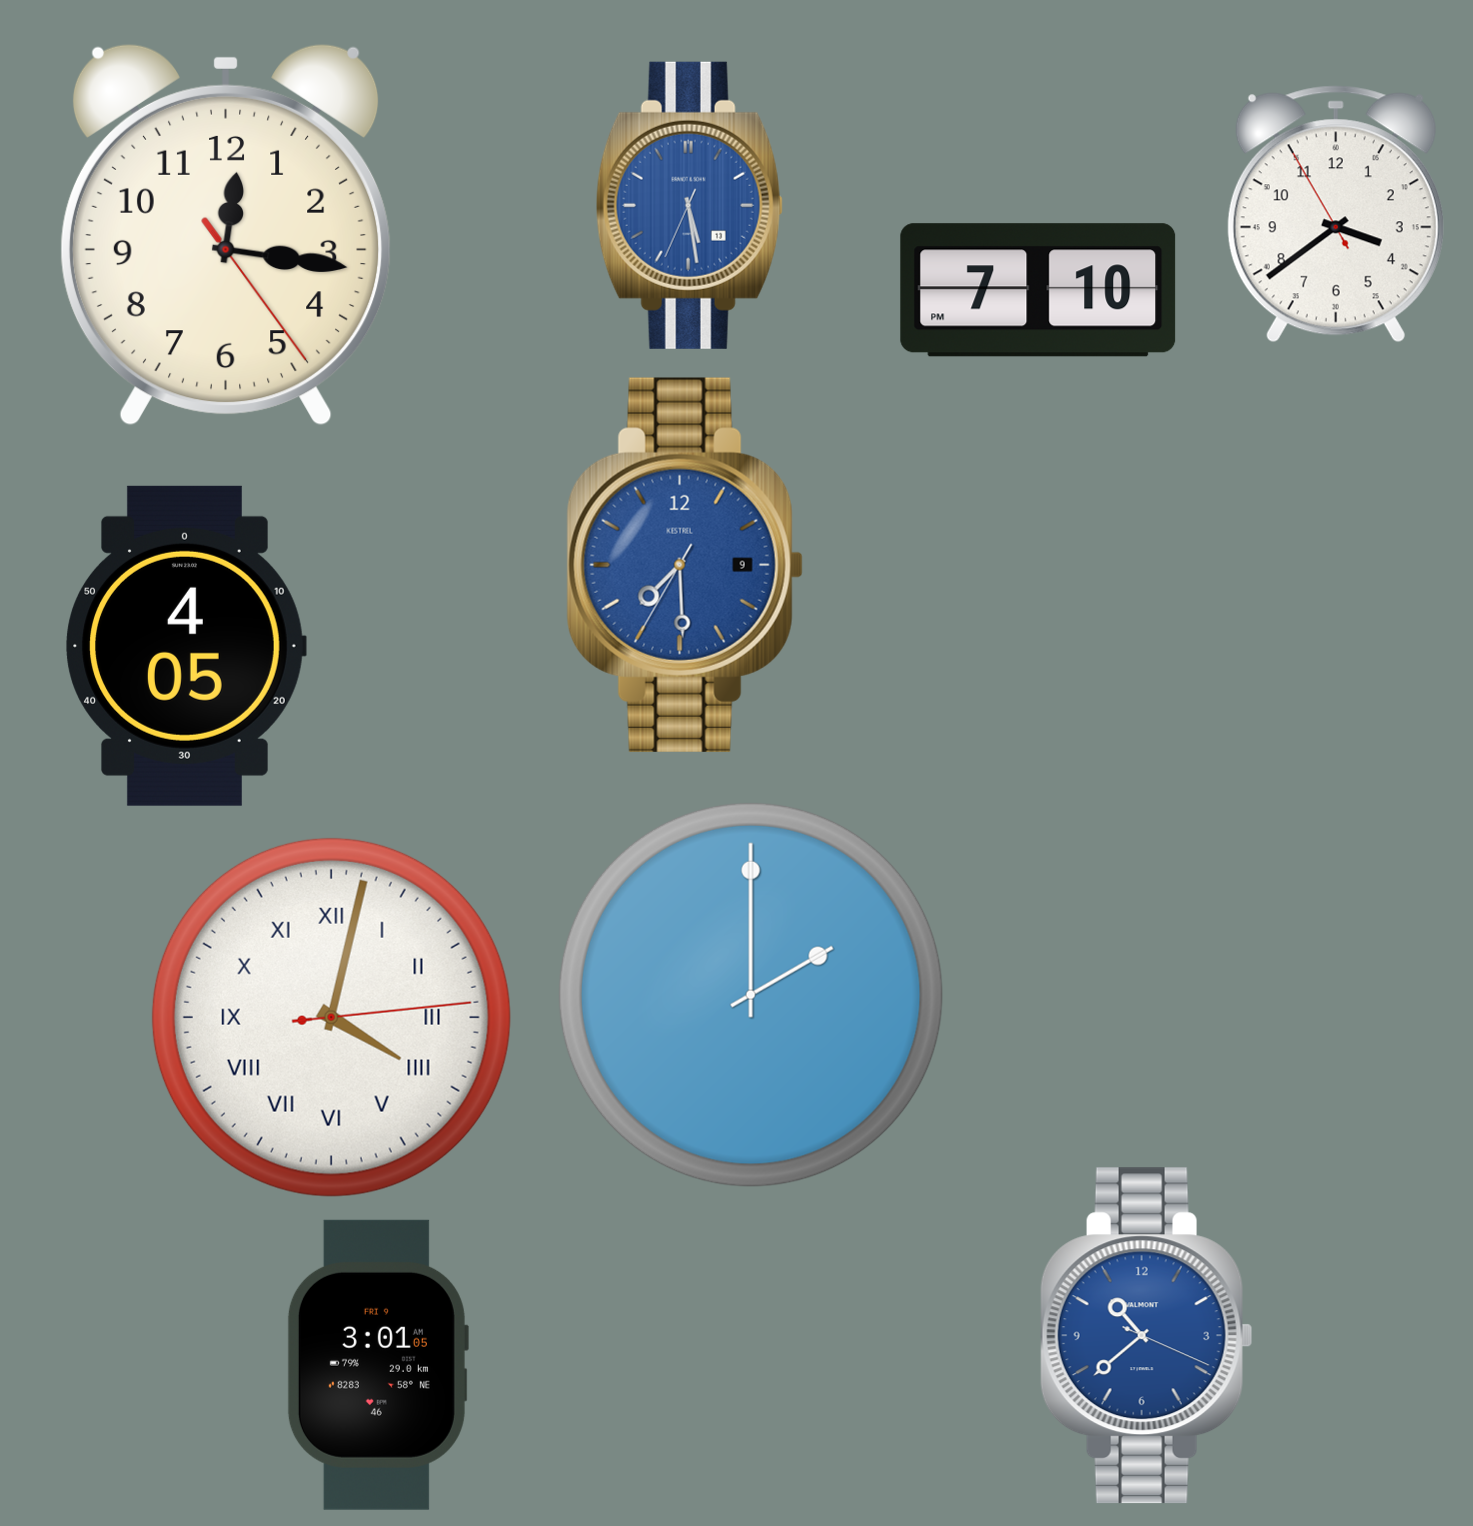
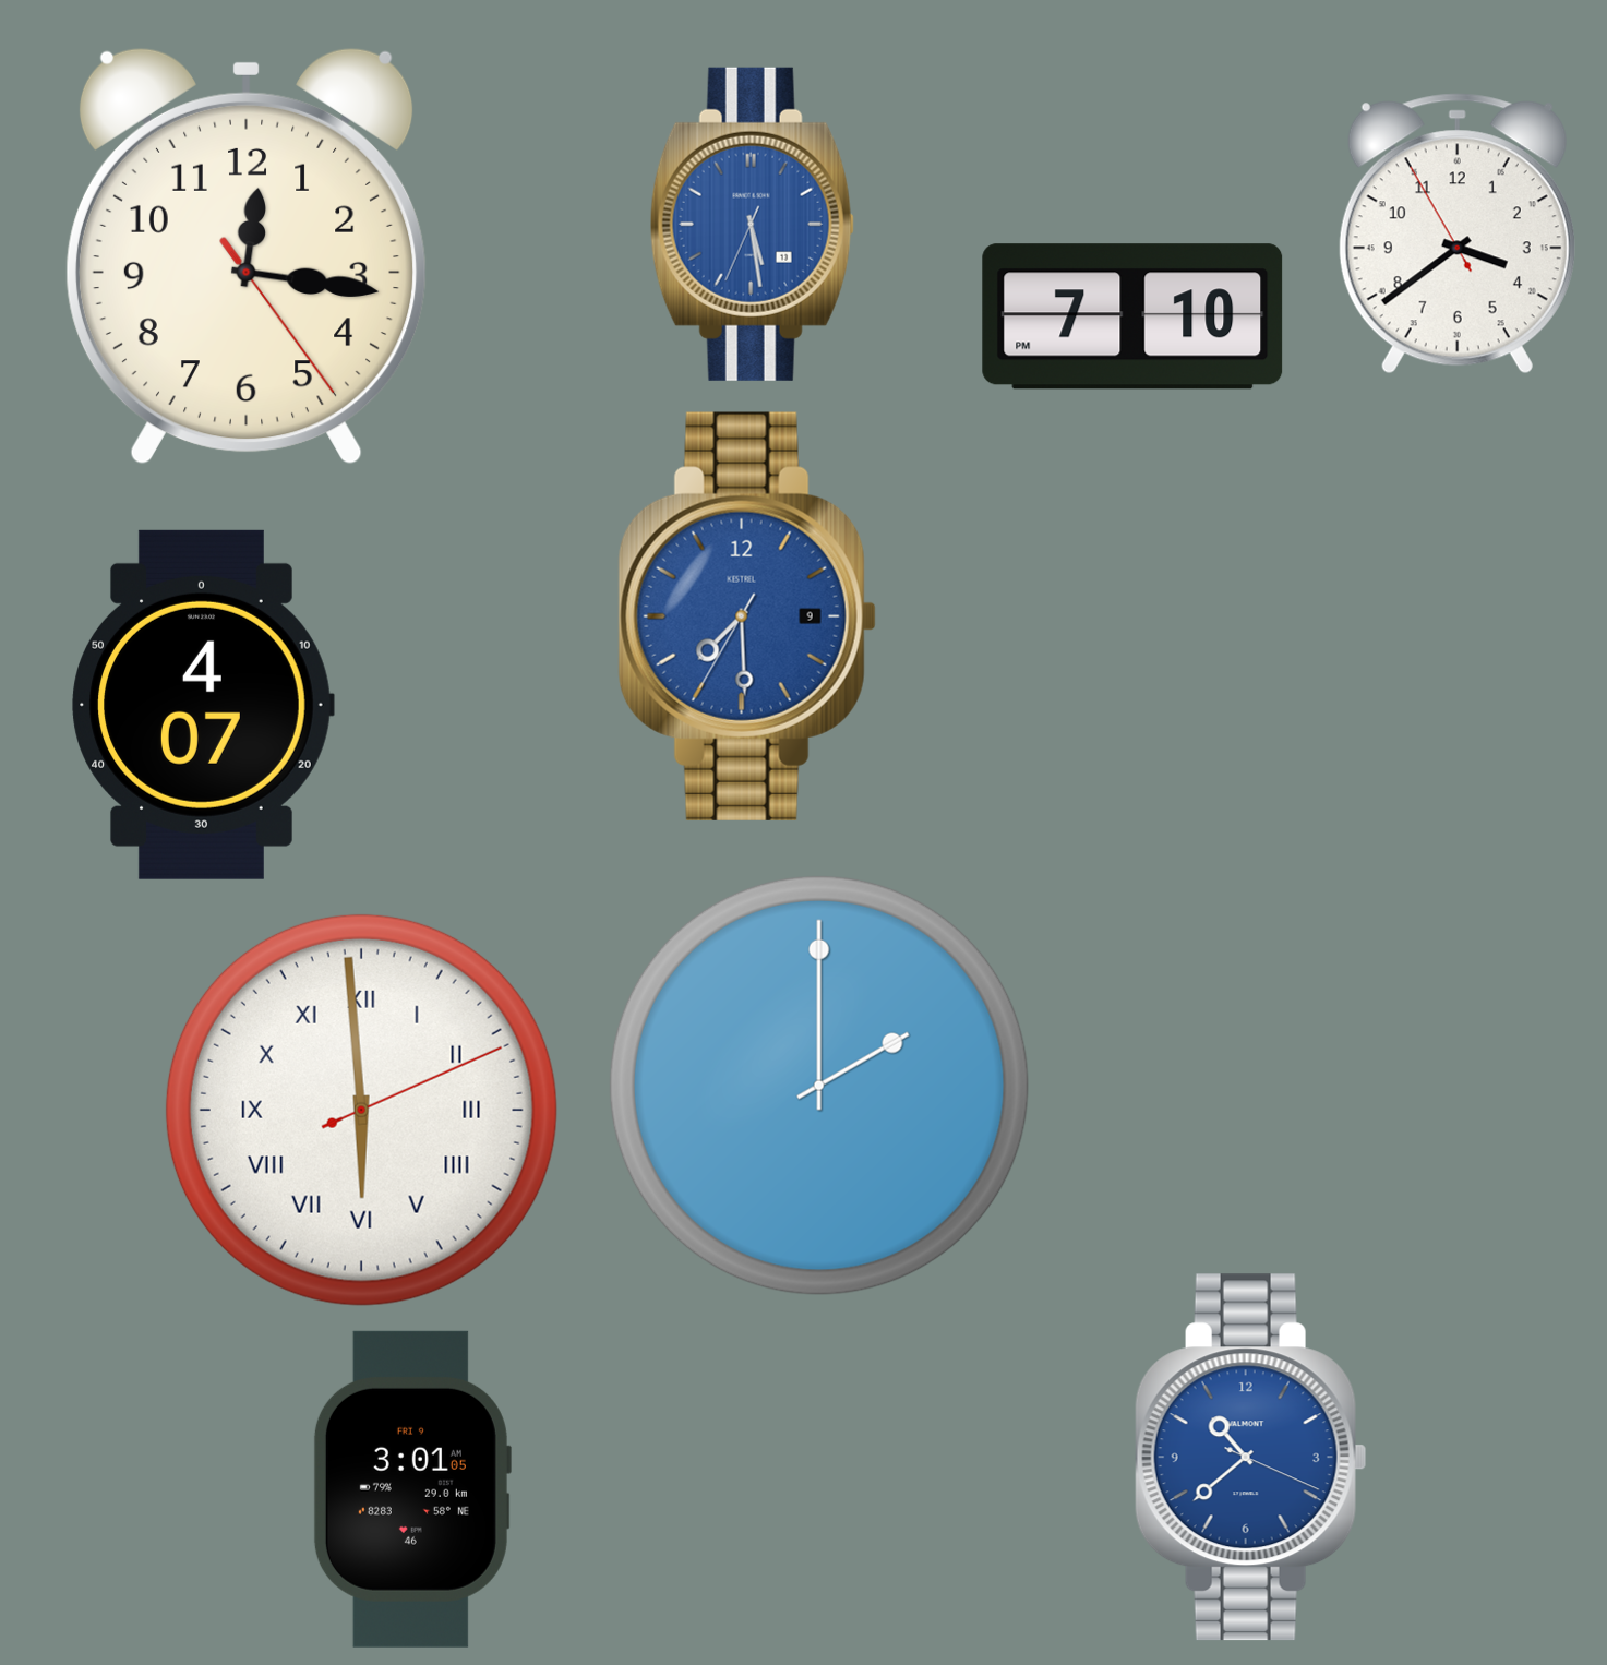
clock at (186, 646): 4:05 -> 4:07
clock at (331, 1017): 4:02 -> 5:59
